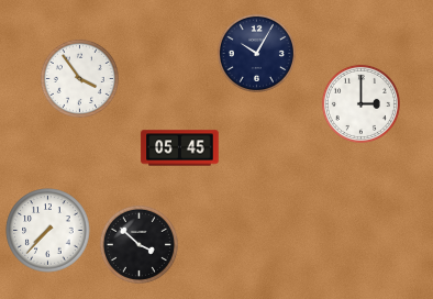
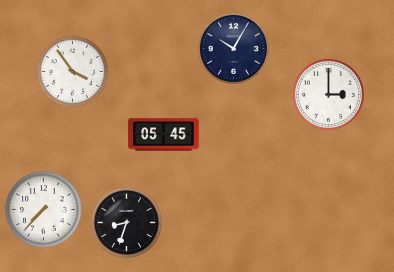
clock at (138, 244): 3:52 -> 8:33
